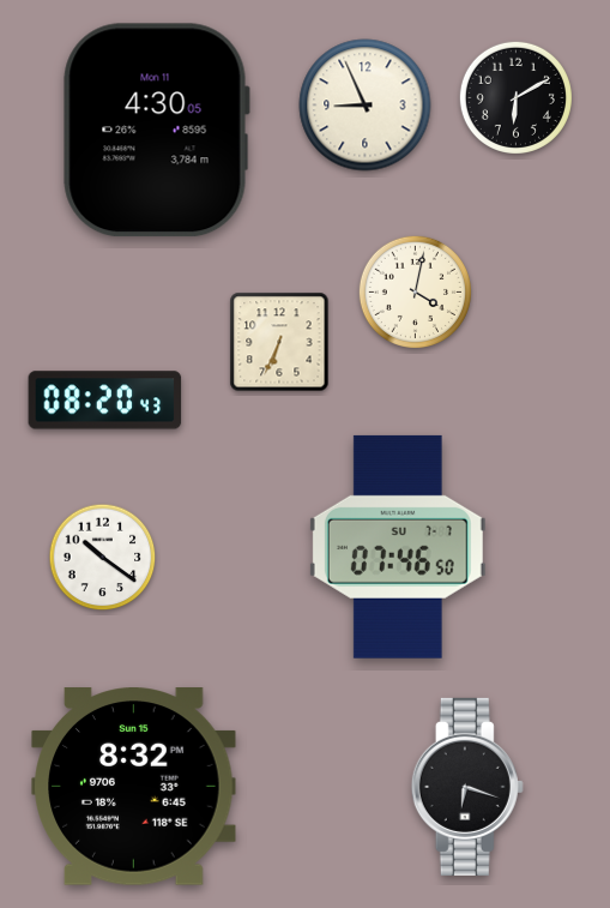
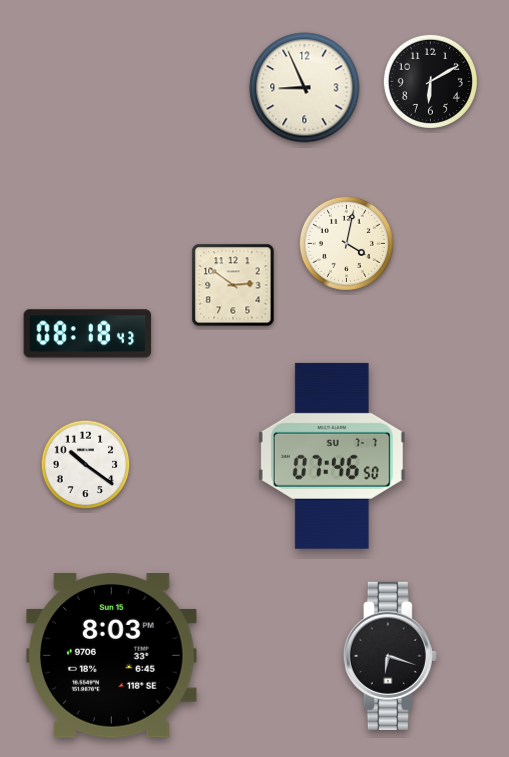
clock at (156, 131): 4:30 -> none
clock at (279, 342): 6:34 -> 2:51
clock at (105, 401): 08:20 -> 08:18
clock at (134, 787): 8:32 -> 8:03
